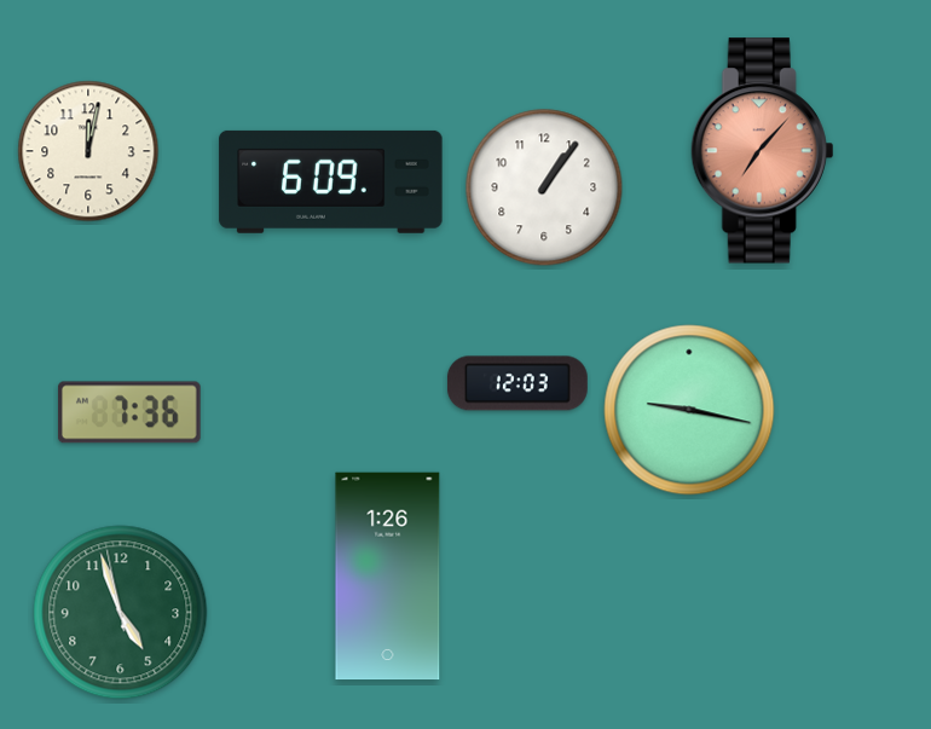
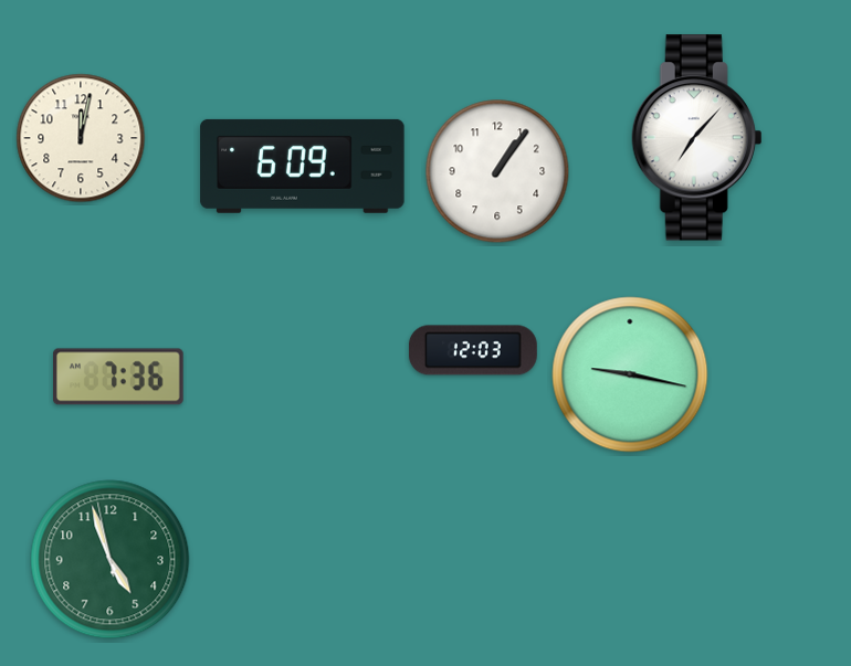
clock at (763, 151) dial: salmon -> white
clock at (388, 577): 1:26 -> none
